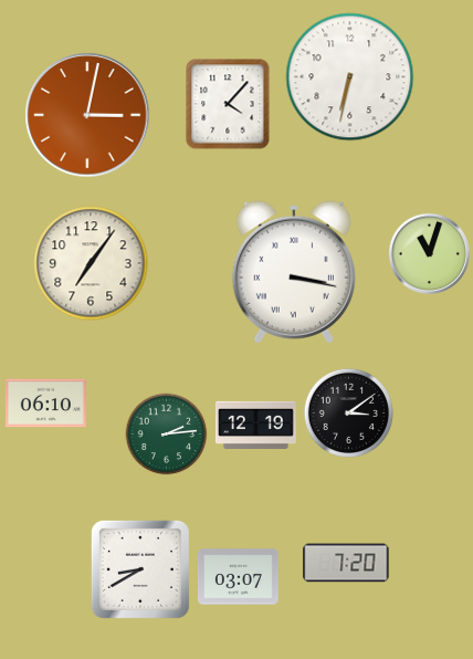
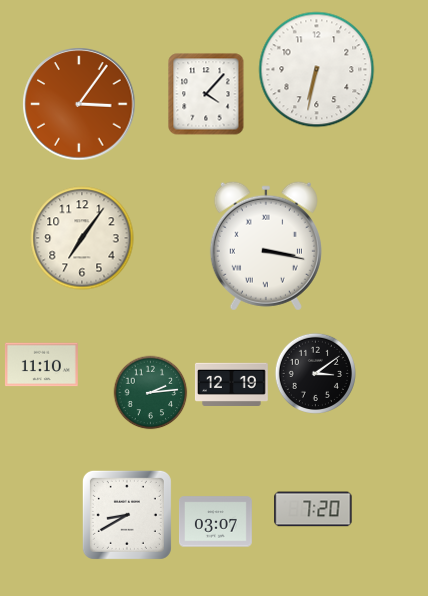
clock at (87, 115): 3:02 -> 3:06
clock at (429, 253): 11:03 -> none
clock at (45, 404): 06:10 -> 11:10
